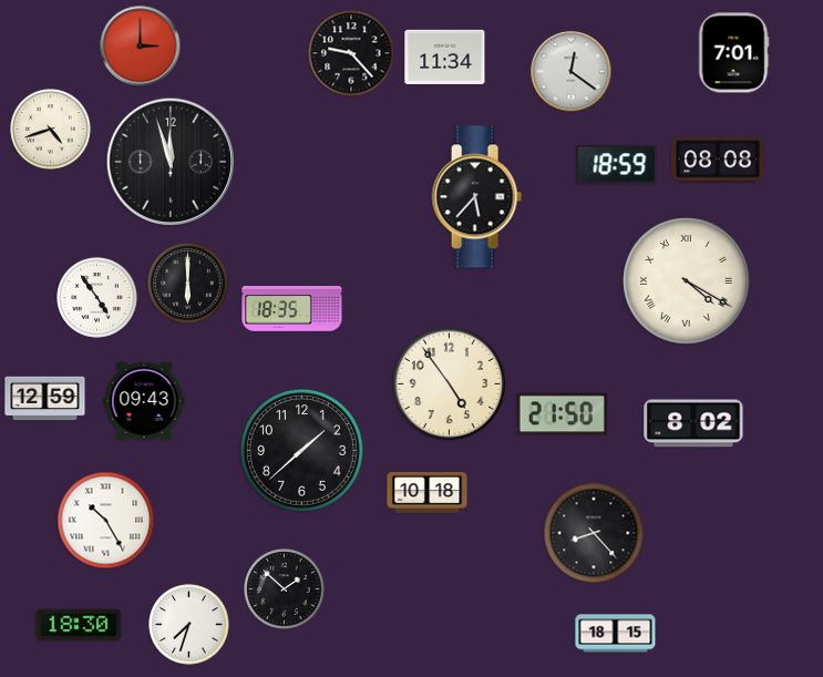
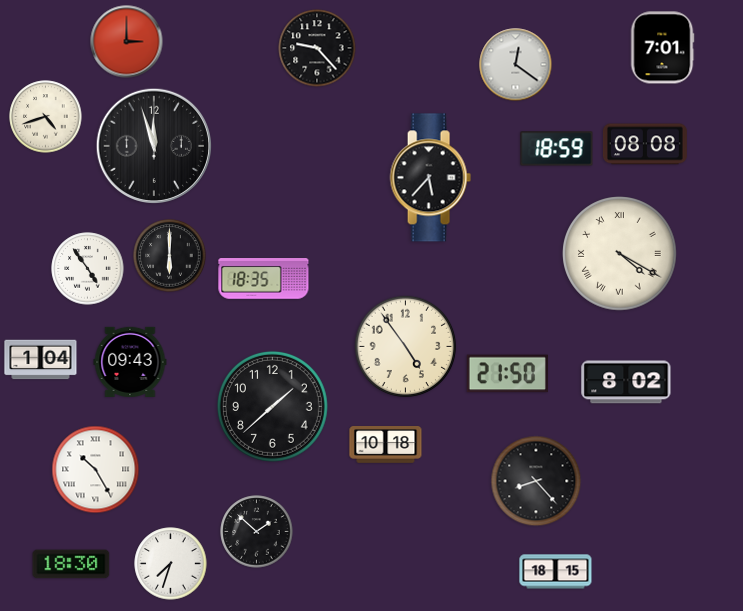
clock at (445, 57): 11:34 -> none
clock at (718, 160) position: (718, 160) -> (645, 144)
clock at (45, 399): 12:59 -> 1:04
